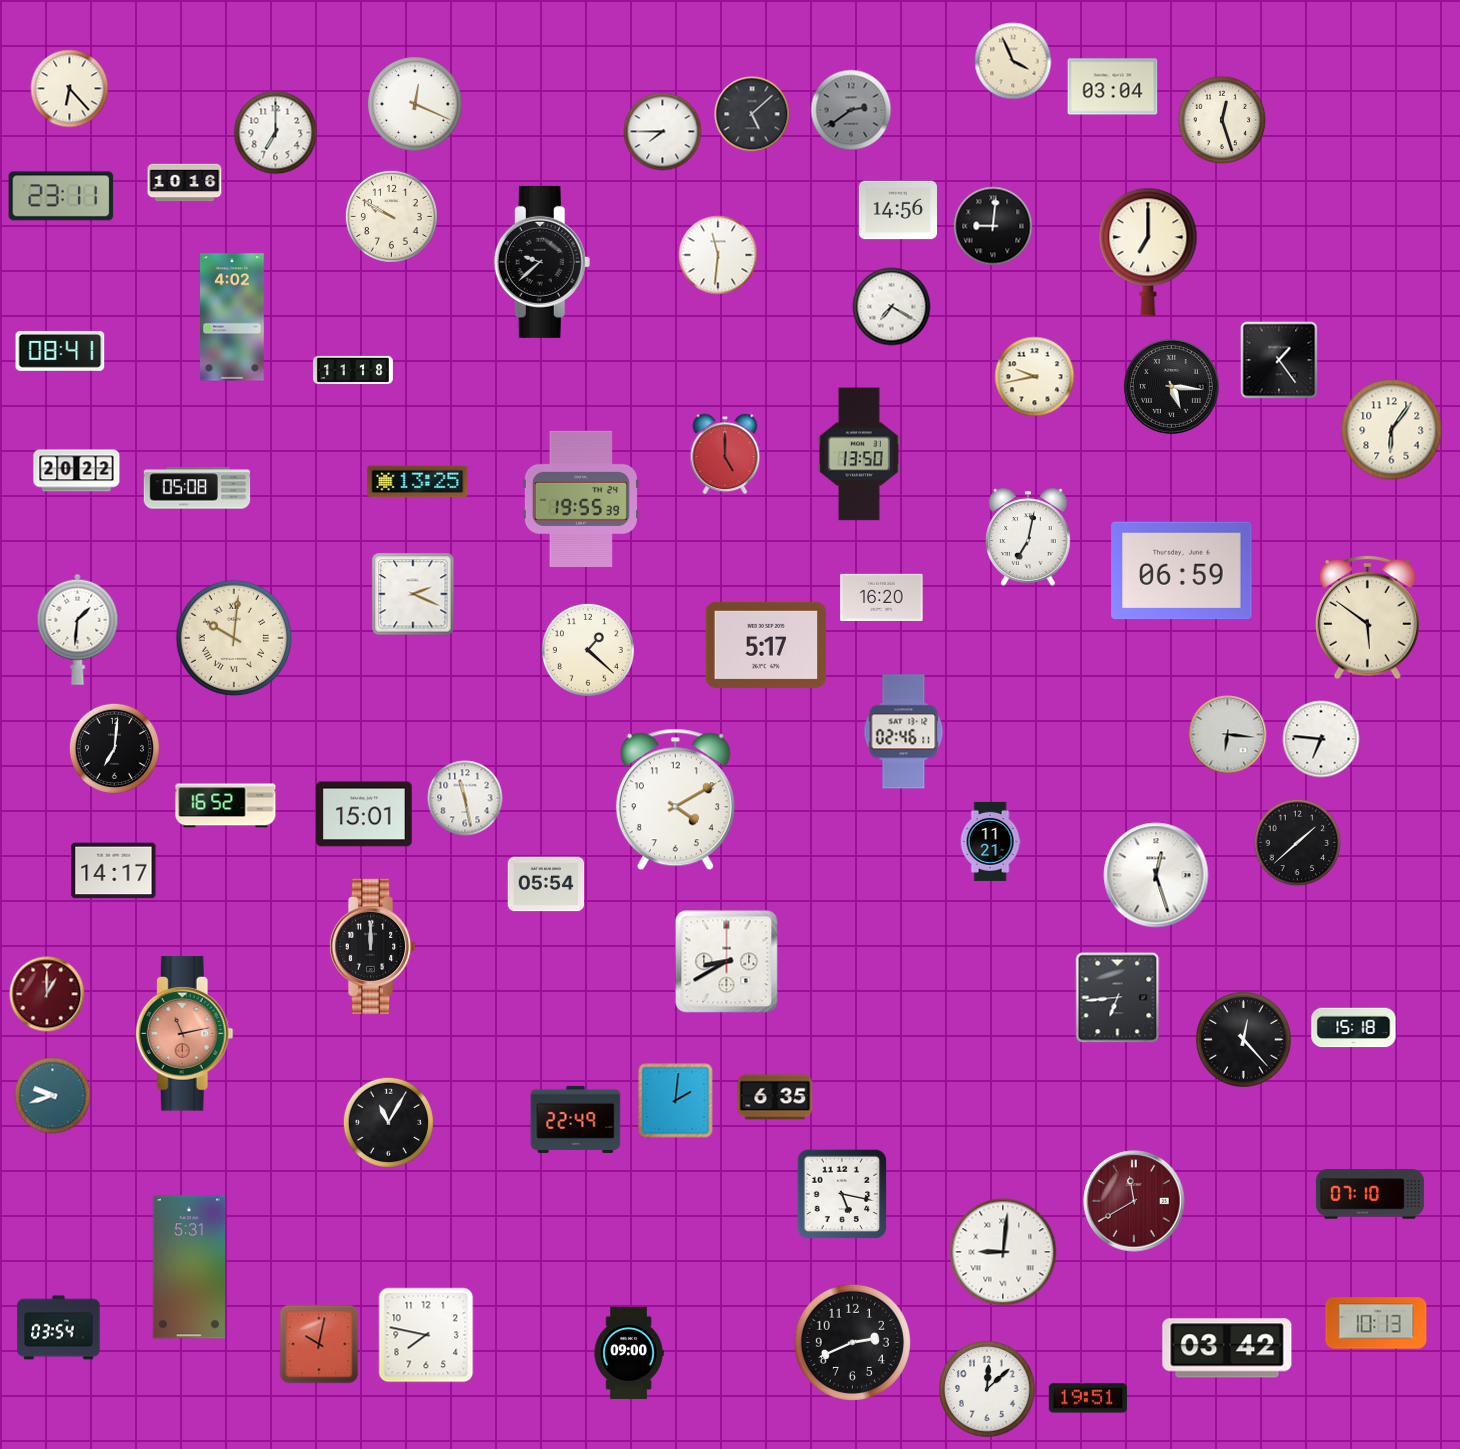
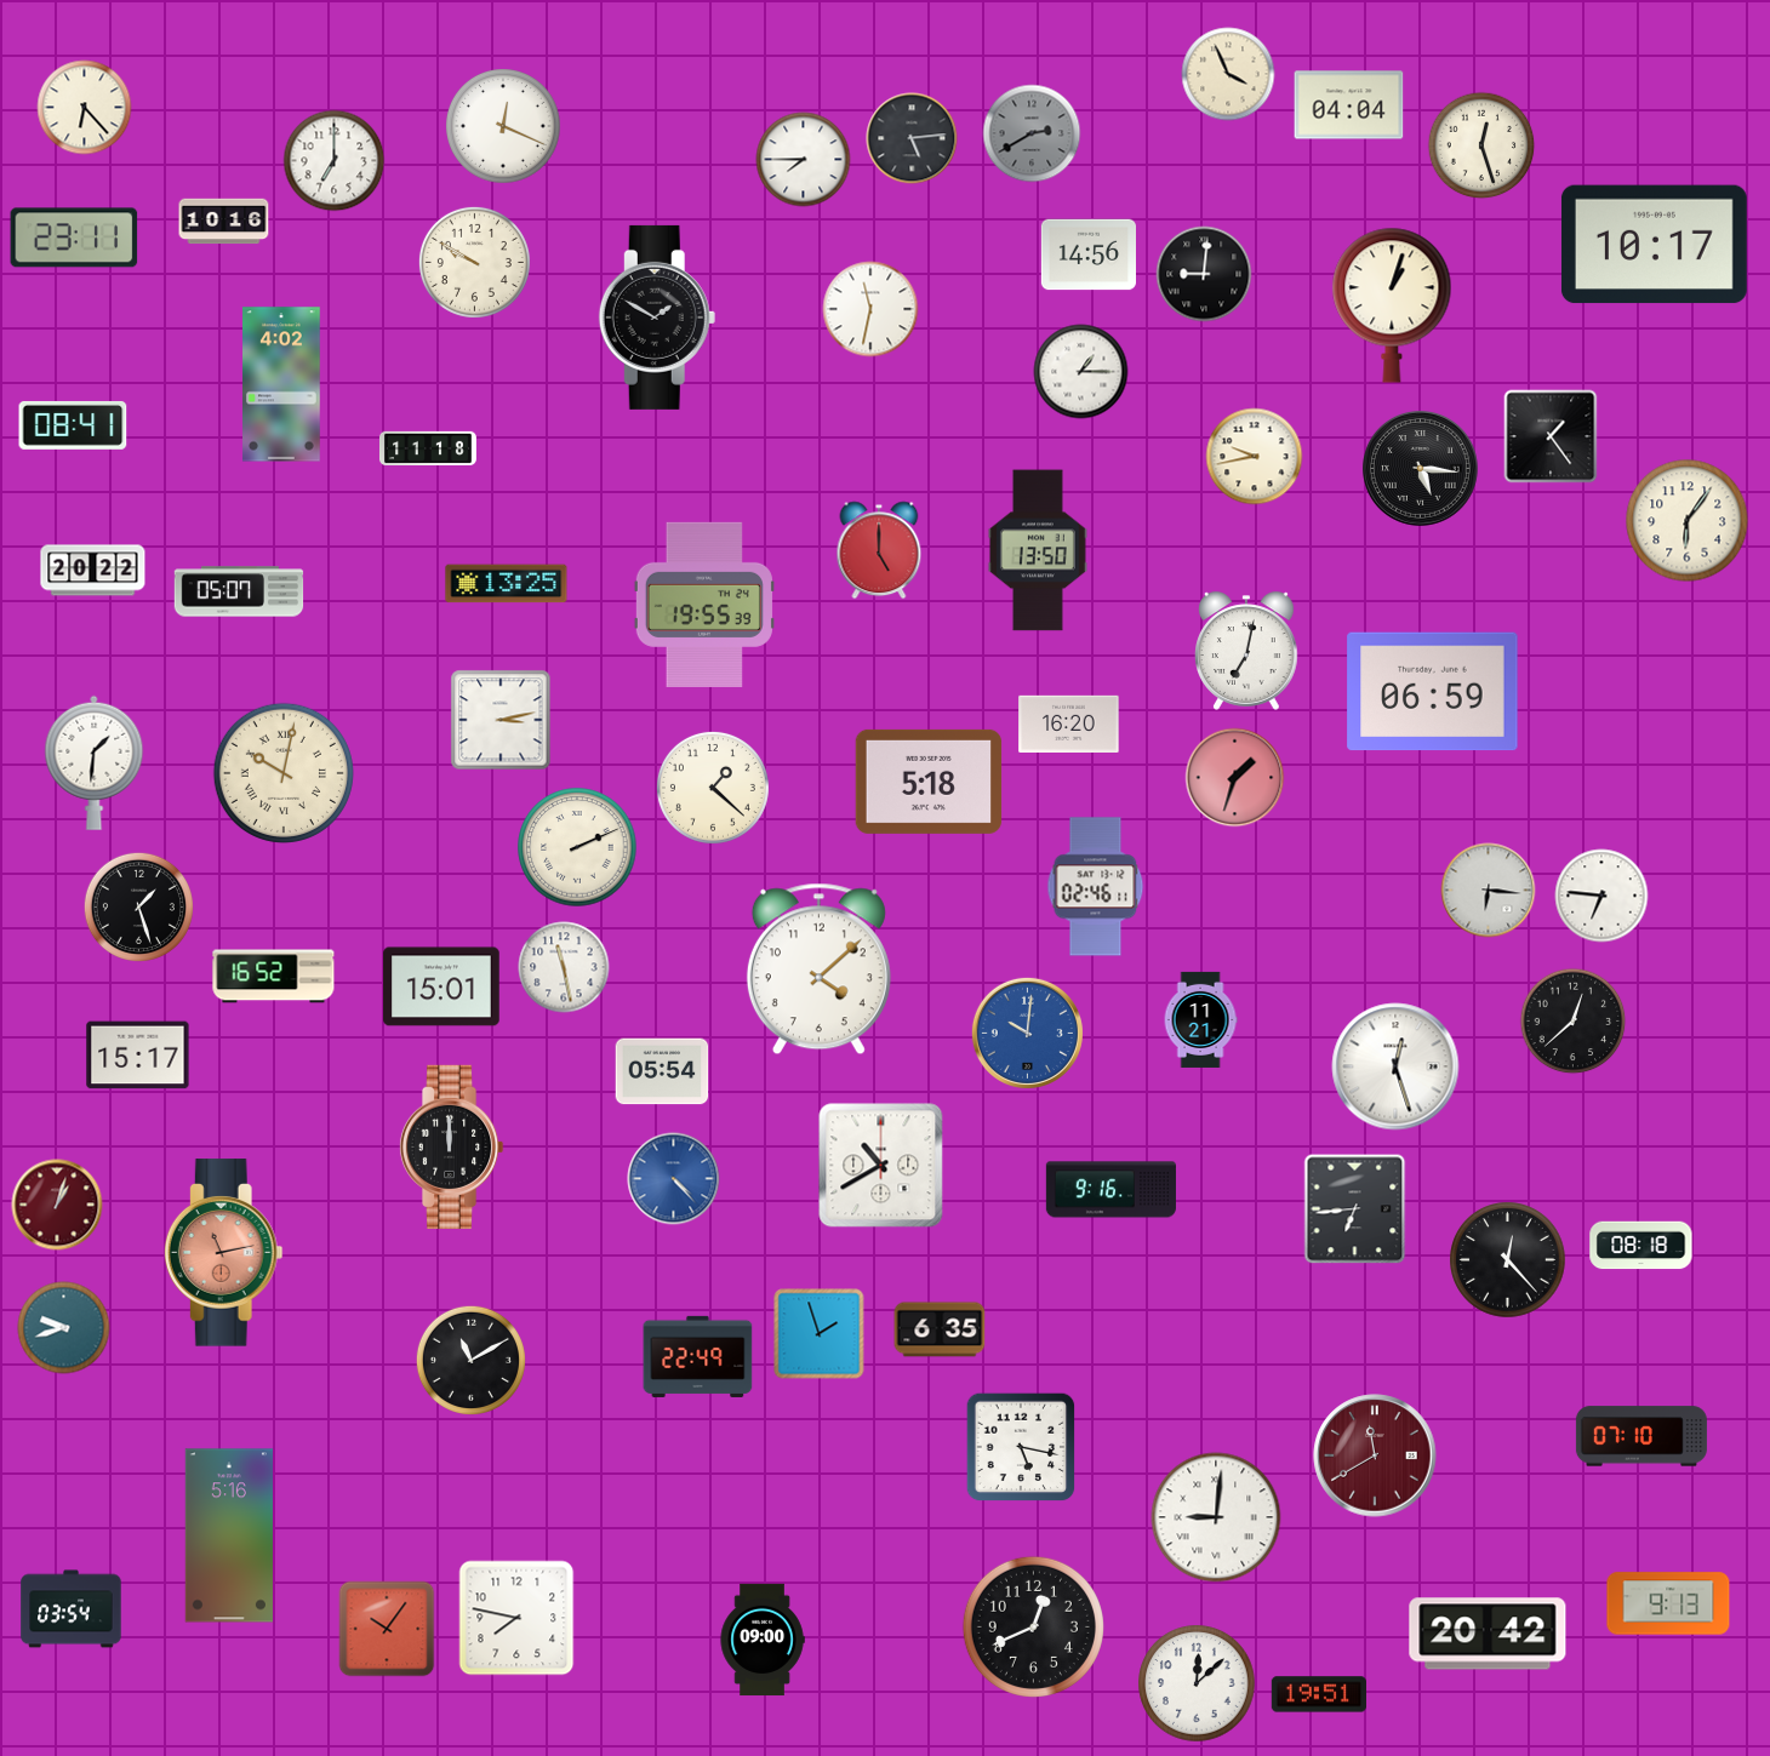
clock at (1113, 87): 03:04 -> 04:04
clock at (851, 110): 2:39 -> 2:40
clock at (752, 114): 5:08 -> 5:14
clock at (1654, 245): none -> 10:17
clock at (1148, 252): 7:00 -> 1:03
clock at (718, 255): 11:31 -> 11:32
clock at (542, 262): 9:38 -> 1:50
clock at (892, 307): 7:20 -> 1:15
clock at (859, 454) position: (859, 454) -> (1038, 550)
clock at (197, 488): 05:08 -> 05:07
clock at (413, 594): 2:19 -> 3:13
clock at (1368, 617): 5:51 -> none
clock at (234, 638): 10:01 -> 10:02
clock at (1235, 778): none -> 1:33
clock at (766, 645): 5:17 -> 5:18
clock at (577, 847): none -> 2:11
clock at (114, 748): 7:01 -> 1:27
clock at (675, 800): 4:10 -> 4:08
clock at (1298, 843): 1:38 -> 12:38
clock at (1027, 1033): none -> 10:01
clock at (114, 871): 14:17 -> 15:17
clock at (1156, 875) position: (1156, 875) -> (1395, 1066)
clock at (727, 962): 8:40 -> 10:40
clock at (674, 1179): none -> 4:23
clock at (1110, 1190): none -> 9:16
clock at (47, 994): 1:00 -> 1:03
clock at (1354, 1028): 15:18 -> 08:18
clock at (676, 1101): 2:01 -> 1:57
clock at (388, 1122): 11:05 -> 11:10
clock at (1370, 1194) position: (1370, 1194) -> (1641, 1436)
clock at (189, 1267): 5:31 -> 5:16
clock at (1376, 1323): 10:13 -> 9:13
clock at (852, 1342): 2:41 -> 12:41
clock at (319, 1344): 10:02 -> 10:06
clock at (1227, 1348): 03:42 -> 20:42
